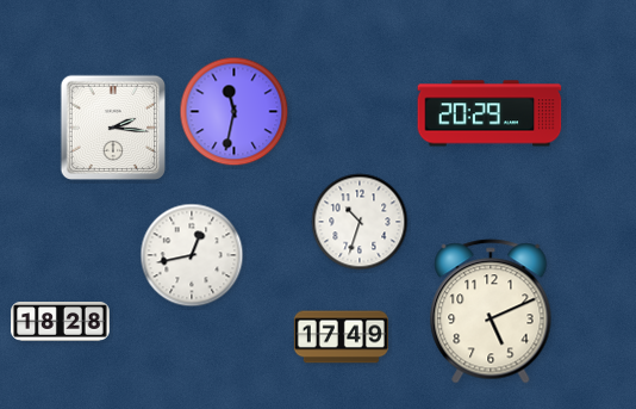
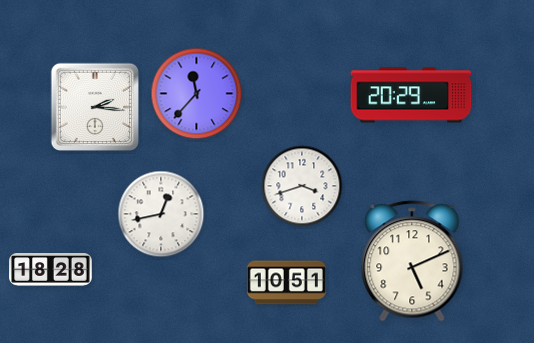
clock at (235, 112): 11:32 -> 11:37
clock at (360, 222): 10:33 -> 3:42
clock at (341, 337): 17:49 -> 10:51
